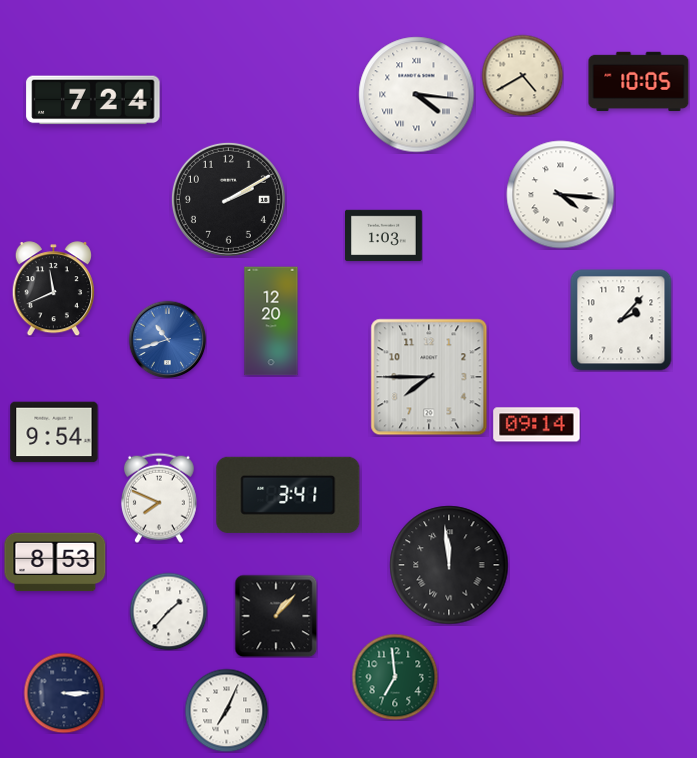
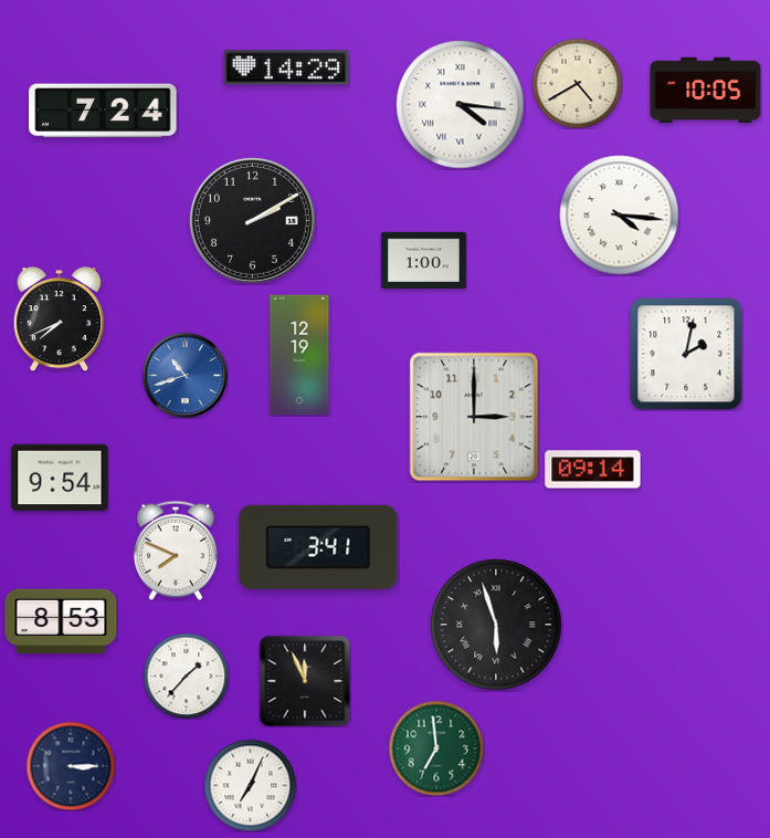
clock at (286, 67): none -> 14:29
clock at (384, 236): 1:03 -> 1:00
clock at (53, 289): 11:41 -> 7:41
clock at (621, 320): 2:07 -> 2:02
clock at (271, 321): 12:20 -> 12:19
clock at (429, 377): 7:45 -> 3:00
clock at (449, 565): 11:59 -> 5:57
clock at (276, 616): 1:07 -> 11:56
